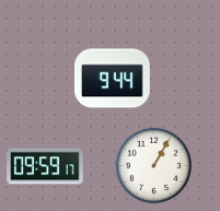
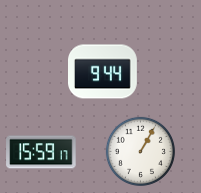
clock at (45, 166): 09:59 -> 15:59
